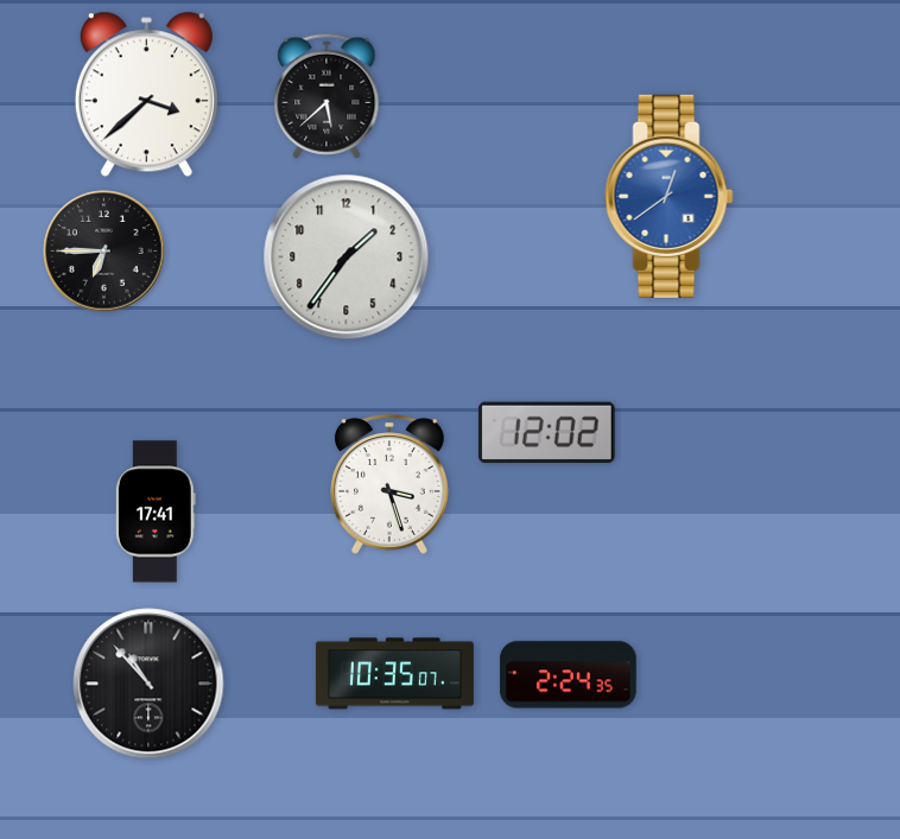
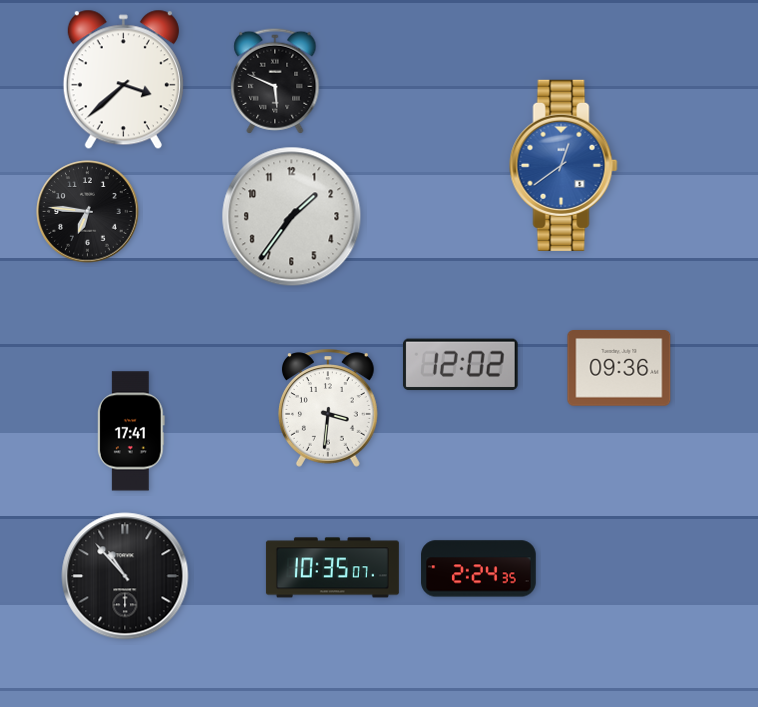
clock at (327, 96): 5:38 -> 5:49
clock at (104, 252): 6:45 -> 6:46
clock at (619, 369): none -> 09:36
clock at (391, 484): 3:27 -> 3:31
